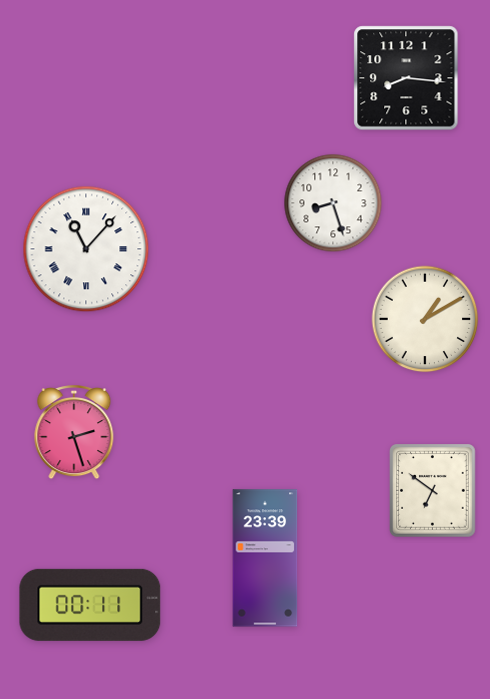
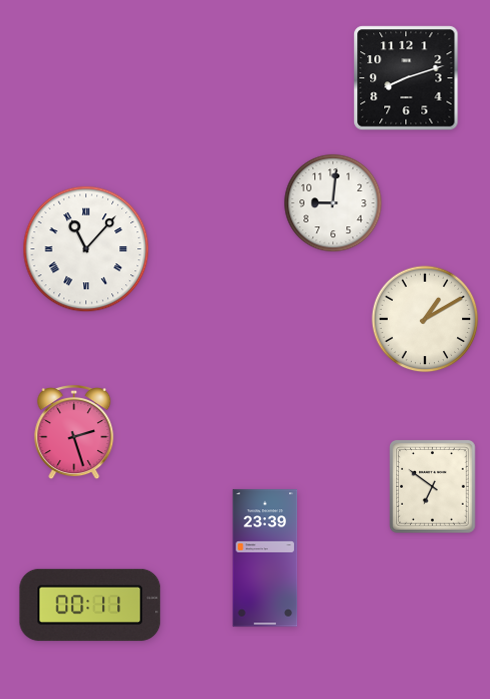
clock at (406, 78): 8:16 -> 8:12
clock at (333, 203): 8:27 -> 9:01
clock at (433, 491) position: (433, 491) -> (433, 487)
